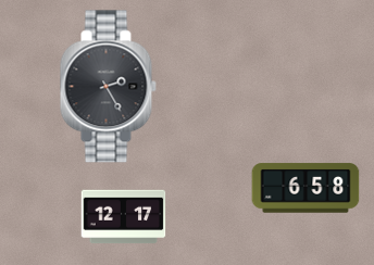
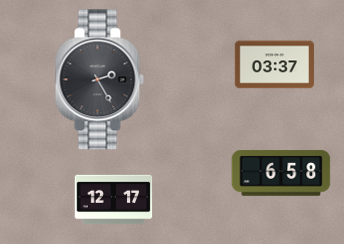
clock at (274, 65): none -> 03:37
